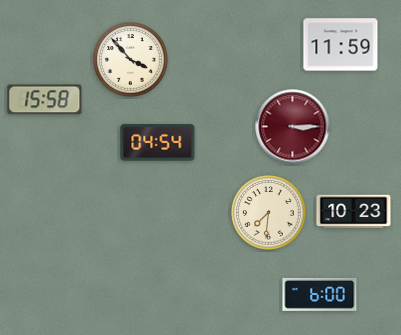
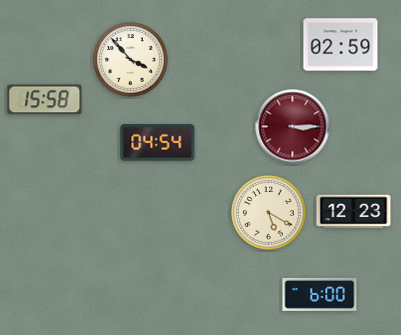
clock at (341, 45): 11:59 -> 02:59
clock at (354, 212): 10:23 -> 12:23
clock at (269, 213): 7:31 -> 5:20
